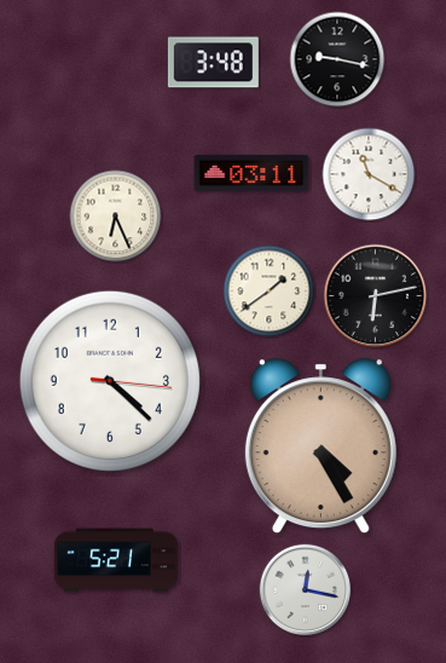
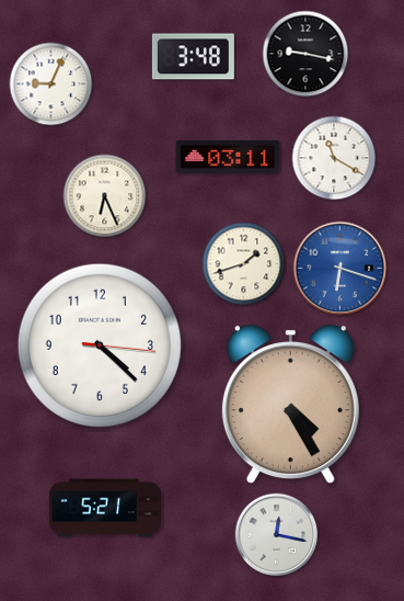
clock at (51, 84): none -> 9:04
clock at (270, 292): 1:39 -> 1:42
clock at (376, 296): 6:13 -> 6:18
clock at (376, 296) dial: black -> blue
